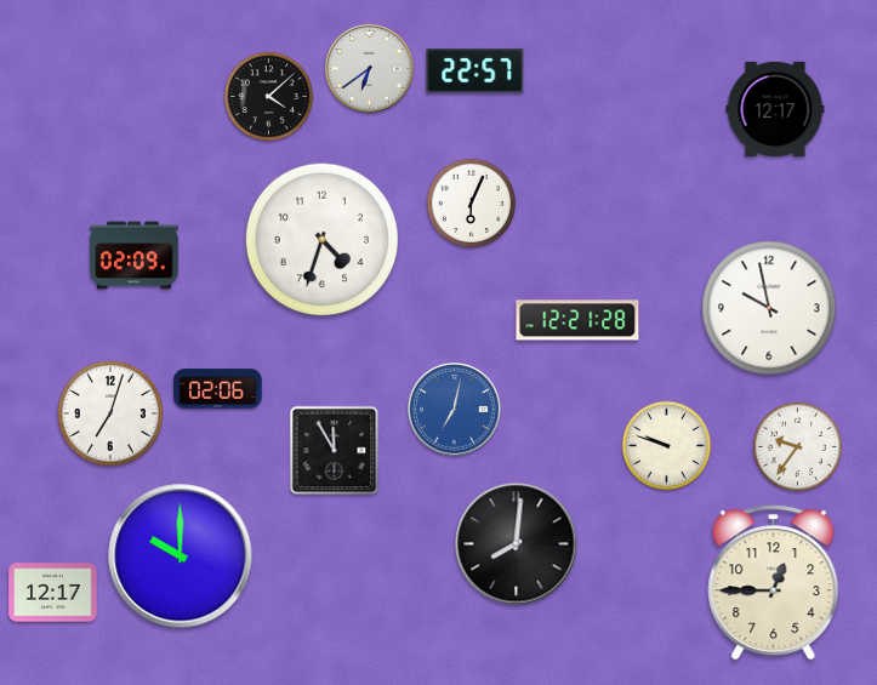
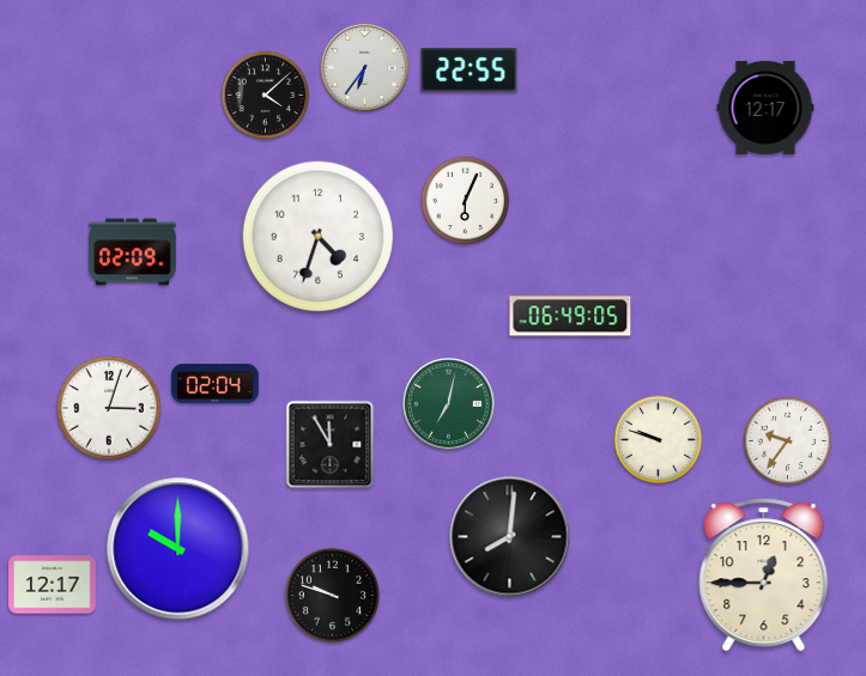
clock at (369, 68): 6:39 -> 6:36
clock at (475, 72): 22:57 -> 22:55
clock at (769, 308): 9:58 -> none
clock at (577, 320): 12:21 -> 06:49
clock at (218, 389): 02:06 -> 02:04
clock at (455, 410) dial: blue -> green
clock at (110, 413): 7:03 -> 3:03
clock at (332, 595): none -> 9:48
